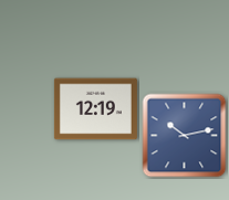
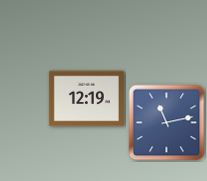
clock at (185, 136): 10:13 -> 11:13
